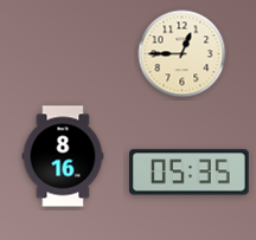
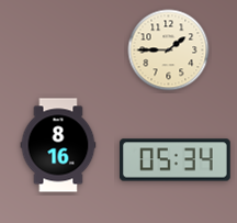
clock at (183, 54): 12:45 -> 1:45
clock at (190, 173): 05:35 -> 05:34
